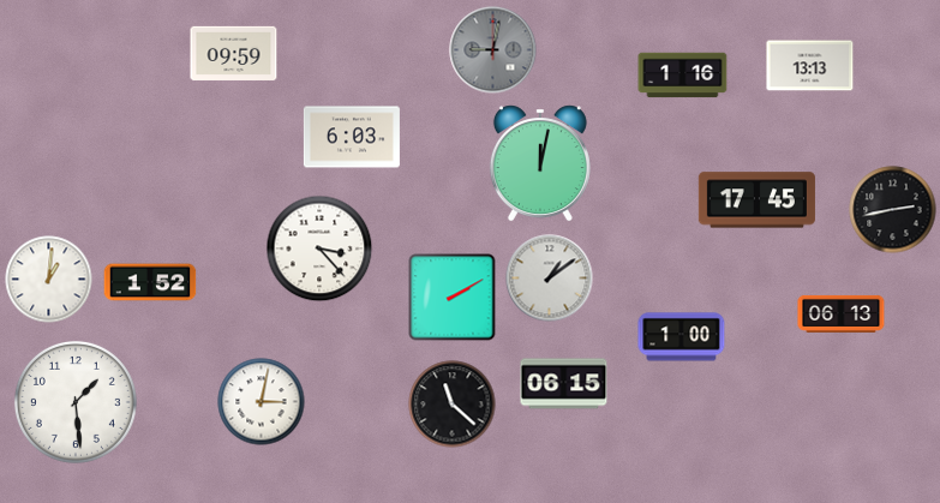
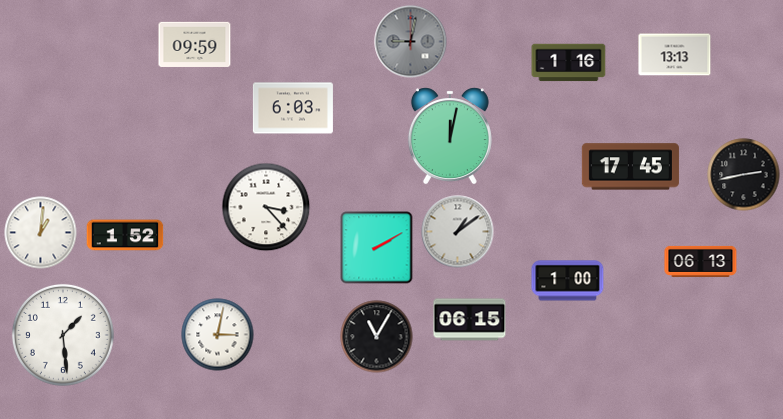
clock at (352, 137) position: (352, 137) -> (293, 108)
clock at (453, 405): 11:22 -> 11:05
